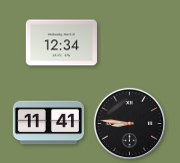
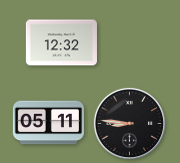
clock at (61, 43): 12:34 -> 12:32
clock at (48, 123): 11:41 -> 05:11
